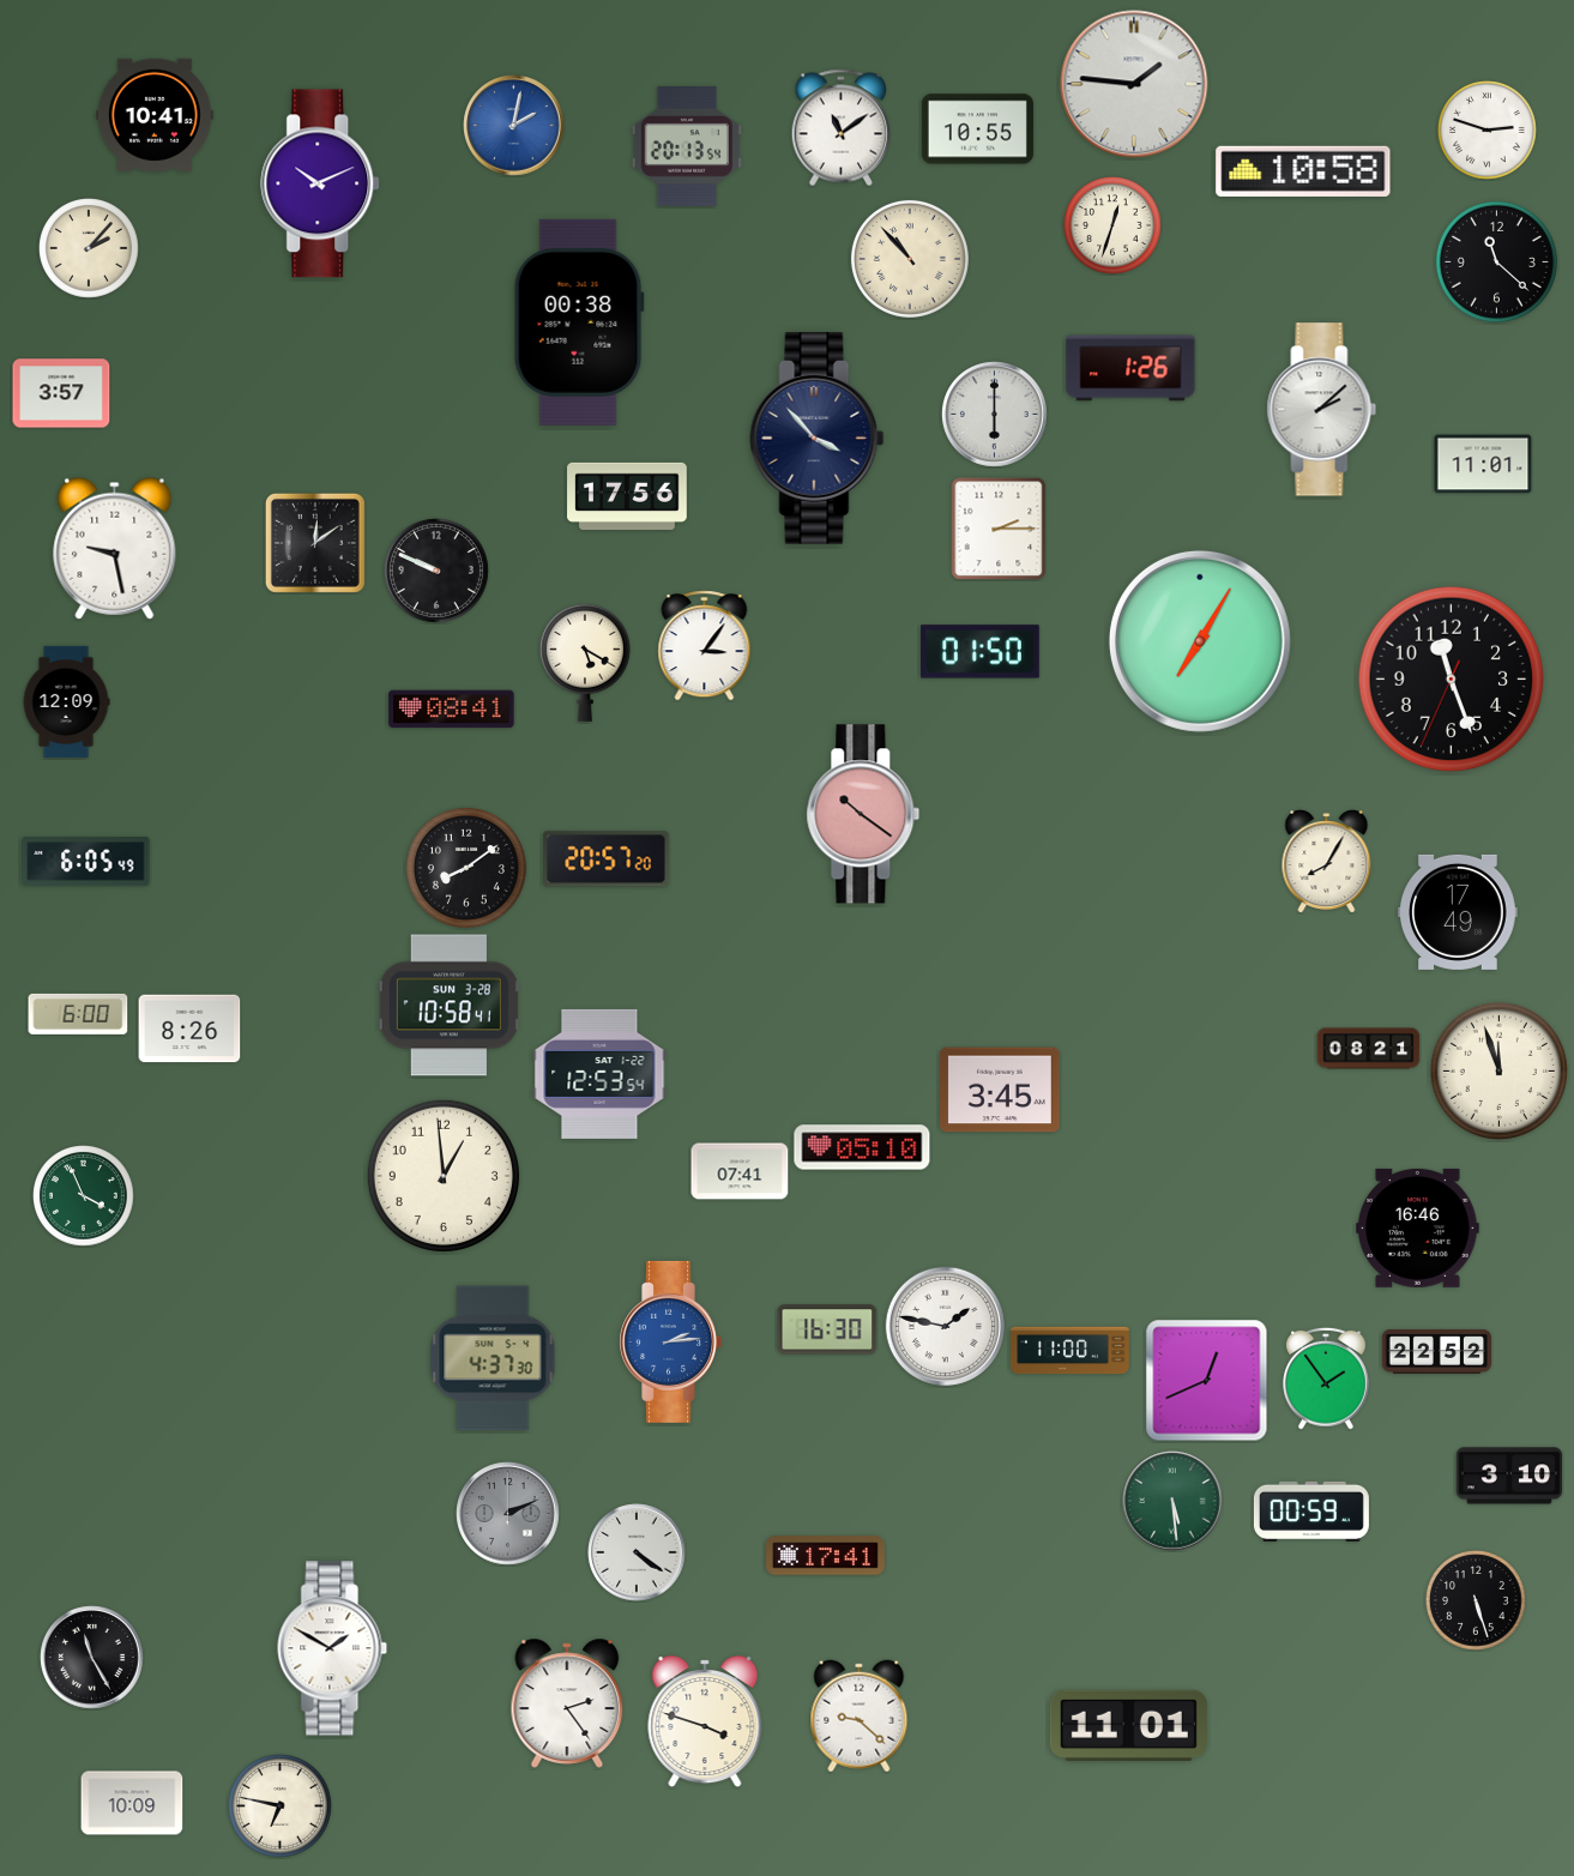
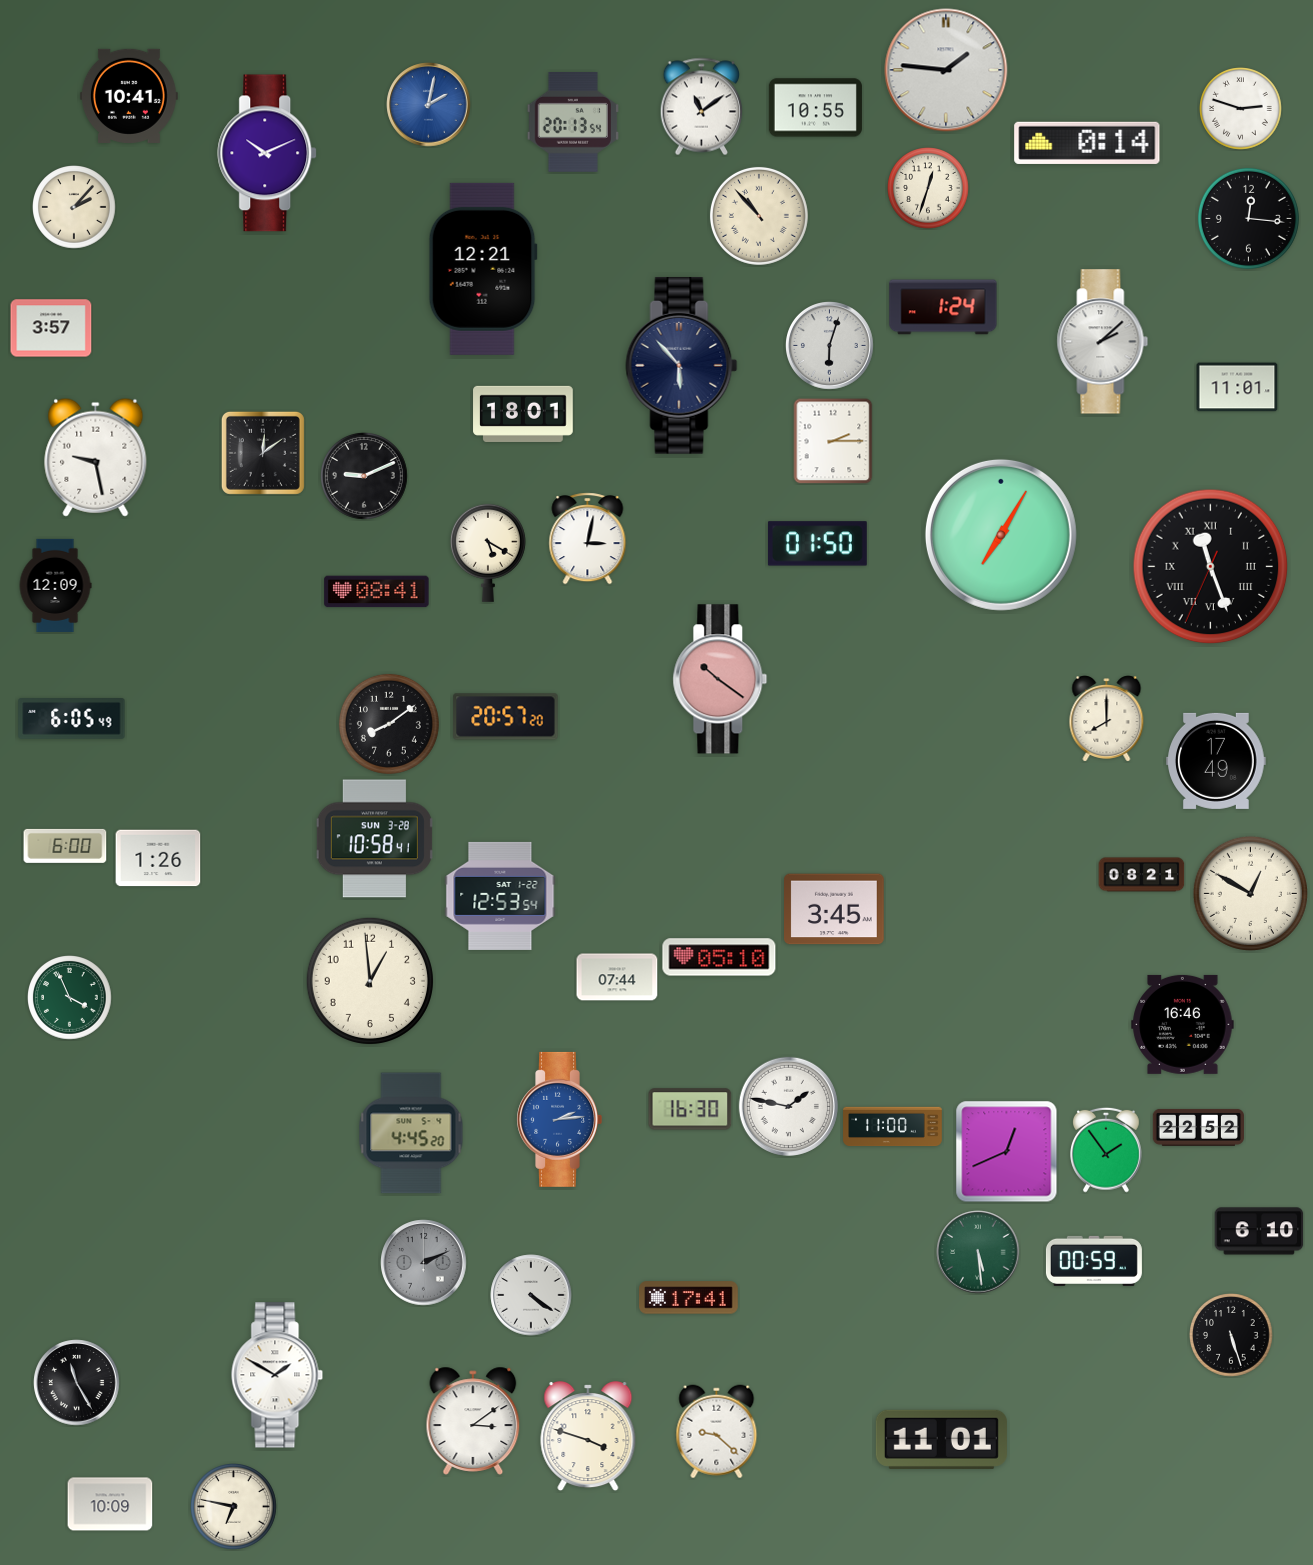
clock at (1303, 171): 10:58 -> 0:14
clock at (1496, 261): 11:22 -> 12:16
clock at (579, 322): 00:38 -> 12:21
clock at (1130, 368): 1:26 -> 1:24
clock at (995, 415): 6:00 -> 6:03
clock at (818, 438): 3:53 -> 5:53
clock at (627, 496): 17:56 -> 18:01
clock at (438, 572): 9:49 -> 9:11
clock at (705, 646): 3:06 -> 3:02
clock at (1452, 680) numerals: Arabic -> Roman
clock at (1327, 862): 8:05 -> 8:00
clock at (189, 1029): 8:26 -> 1:26
clock at (1498, 1070): 11:57 -> 12:50
clock at (740, 1171): 07:41 -> 07:44
clock at (493, 1358): 4:37 -> 4:45
clock at (1509, 1476): 3:10 -> 6:10
clock at (567, 1703): 2:24 -> 3:09
